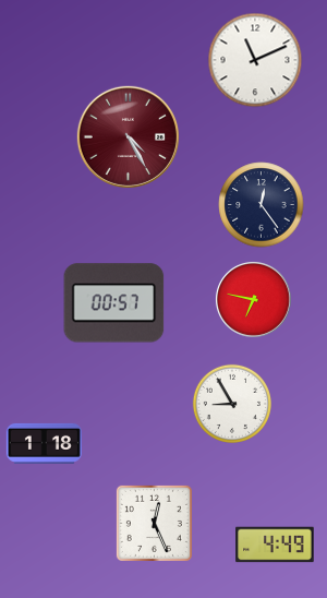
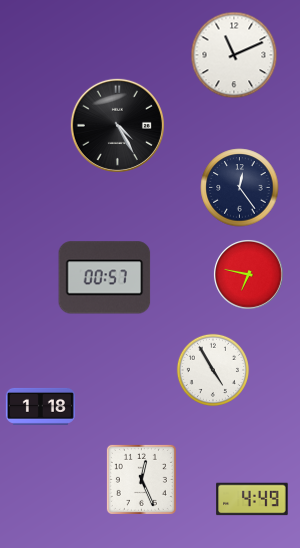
clock at (128, 136) dial: burgundy -> black
clock at (253, 299) position: (253, 299) -> (248, 274)
clock at (232, 404): 8:55 -> 4:55
